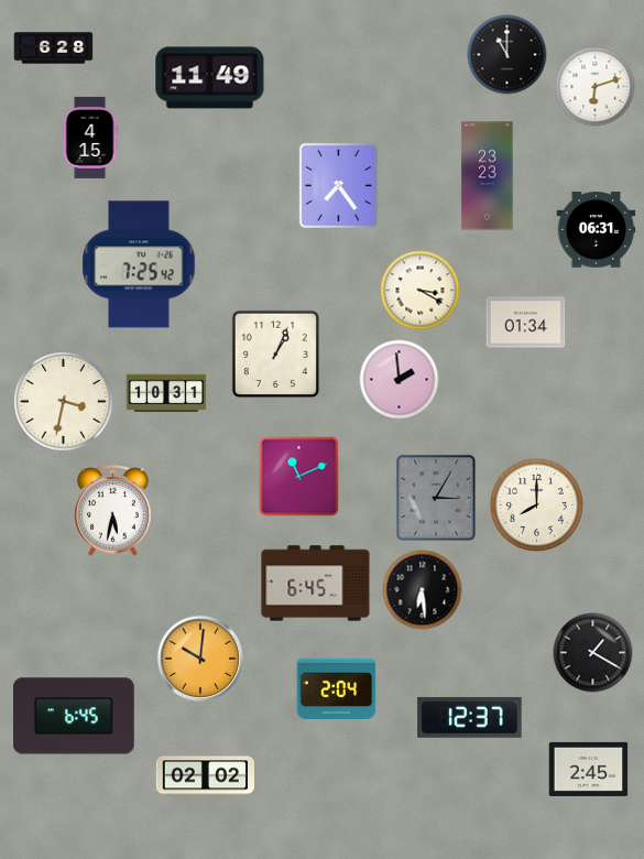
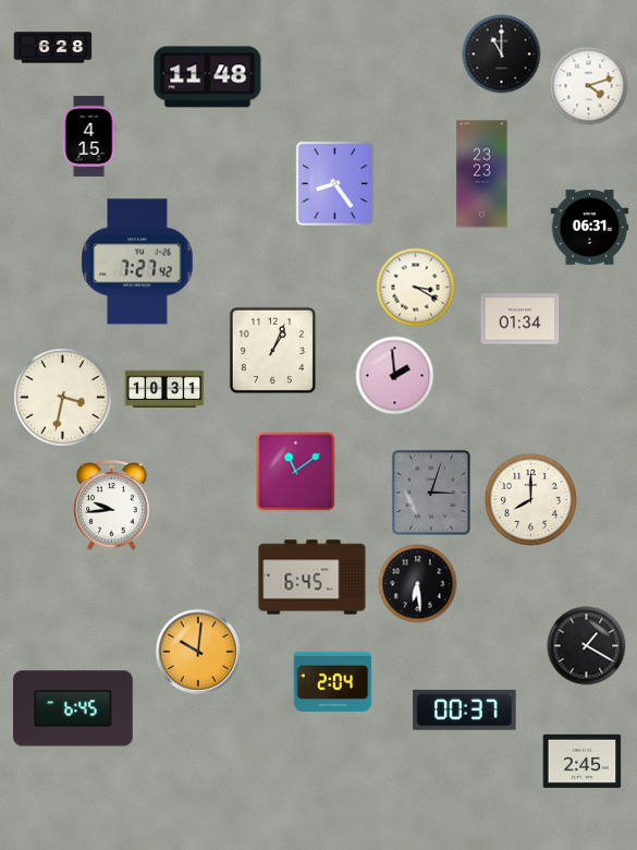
clock at (210, 78): 11:49 -> 11:48
clock at (596, 87): 6:12 -> 4:12
clock at (338, 185): 7:24 -> 8:24
clock at (139, 264): 7:25 -> 7:27
clock at (299, 477): 11:11 -> 11:09
clock at (436, 498): 3:05 -> 3:03
clock at (113, 511): 5:32 -> 9:44
clock at (470, 717): 12:37 -> 00:37
clock at (205, 776): 02:02 -> none
